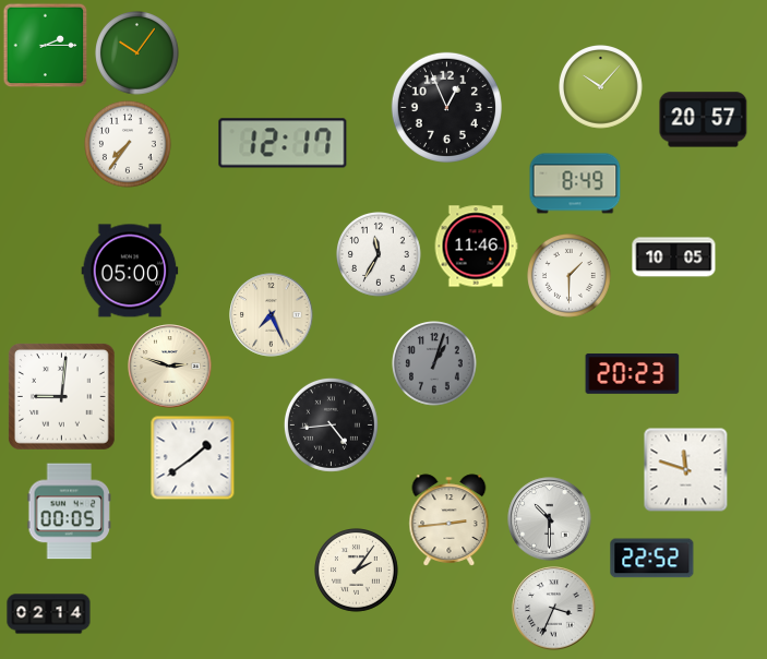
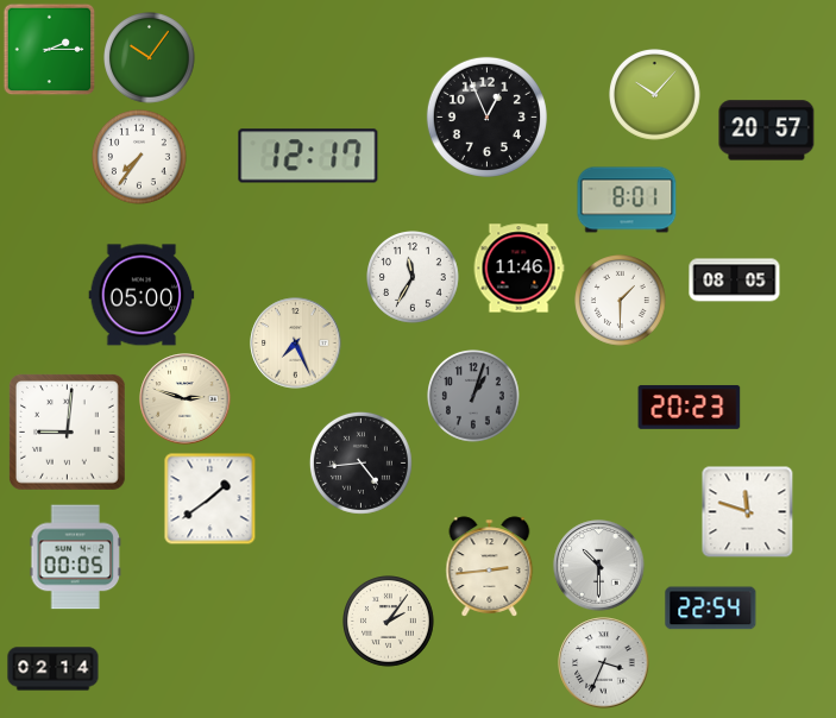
clock at (575, 183): 8:49 -> 8:01
clock at (674, 257): 10:05 -> 08:05
clock at (652, 559): 22:52 -> 22:54
